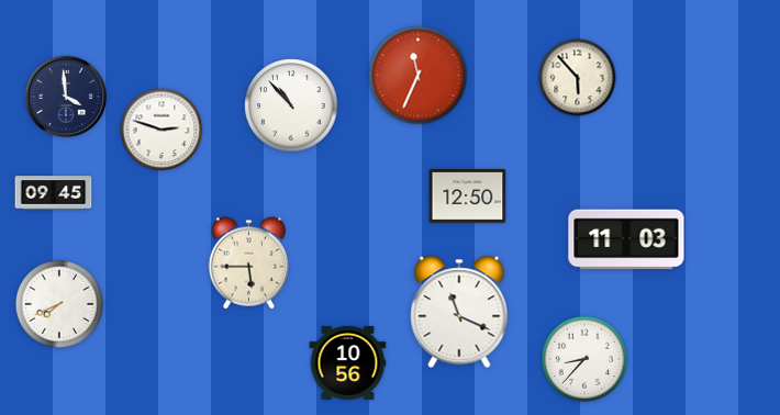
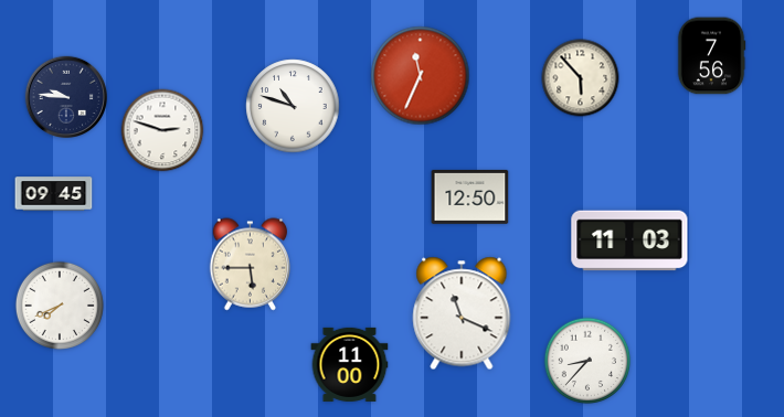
clock at (711, 56): none -> 7:56
clock at (65, 96): 3:59 -> 9:46
clock at (291, 105): 10:53 -> 10:48
clock at (348, 362): 10:56 -> 11:00
